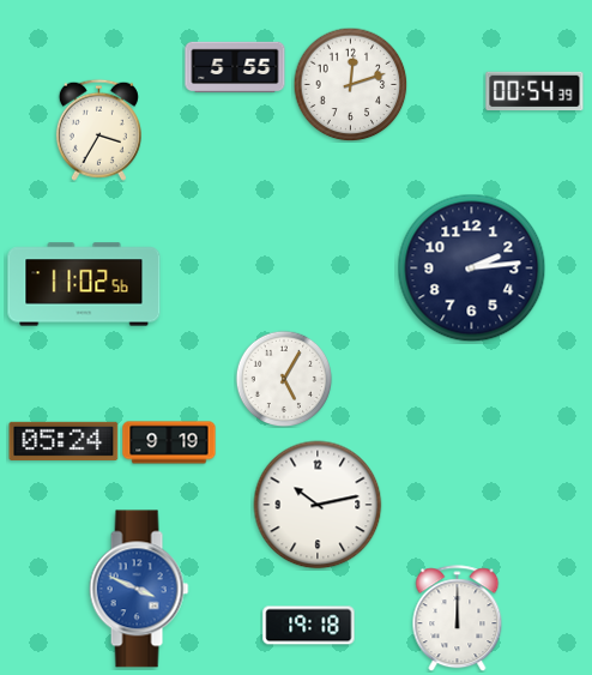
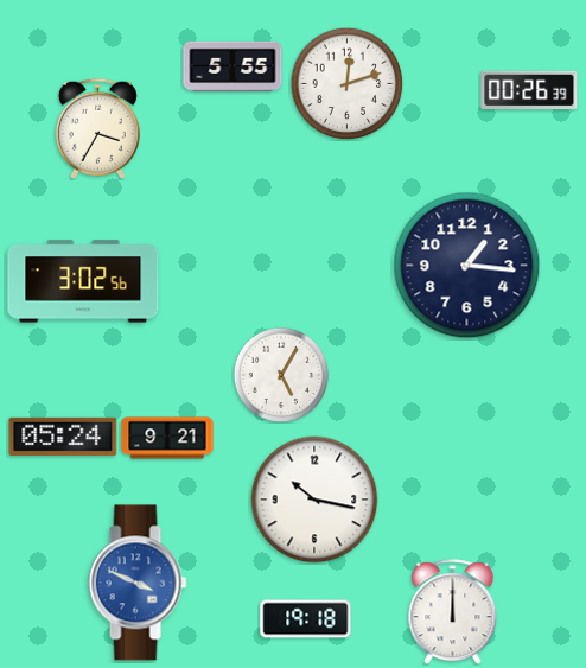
clock at (534, 91): 00:54 -> 00:26
clock at (472, 269): 2:14 -> 1:16
clock at (84, 284): 11:02 -> 3:02
clock at (169, 442): 9:19 -> 9:21
clock at (318, 505): 10:13 -> 10:17
